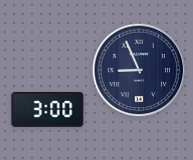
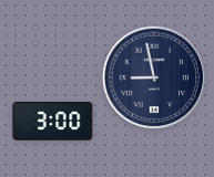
clock at (139, 70): 8:56 -> 8:58
